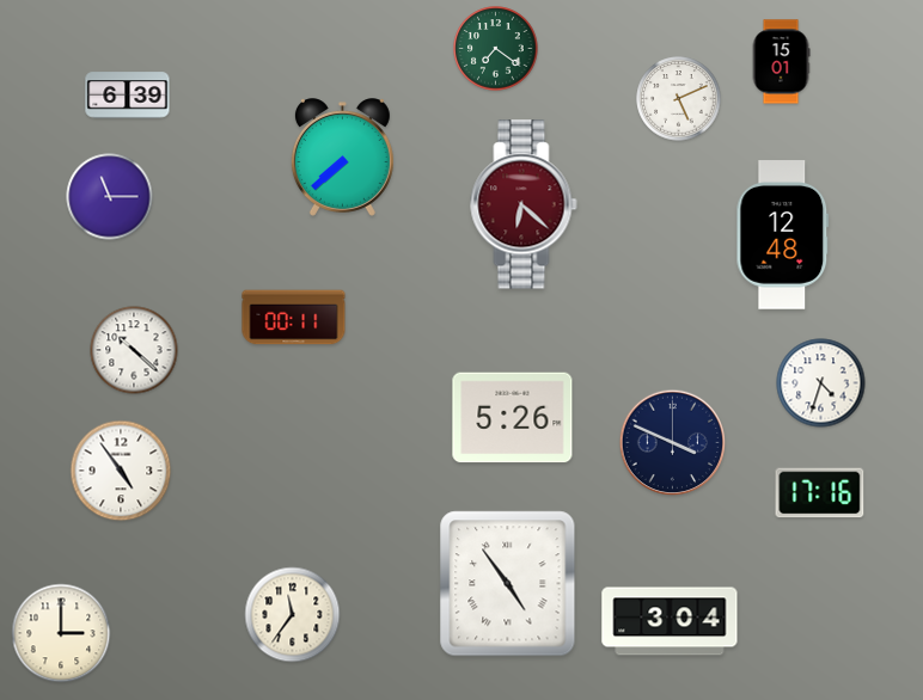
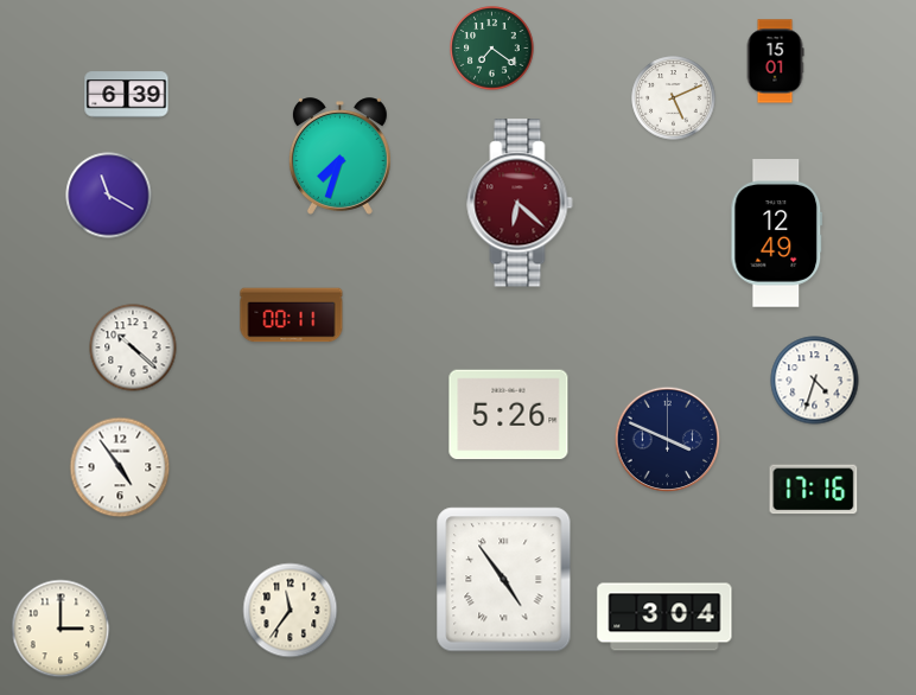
clock at (342, 158): 7:38 -> 7:33
clock at (110, 197): 11:15 -> 11:20
clock at (783, 235): 12:48 -> 12:49
